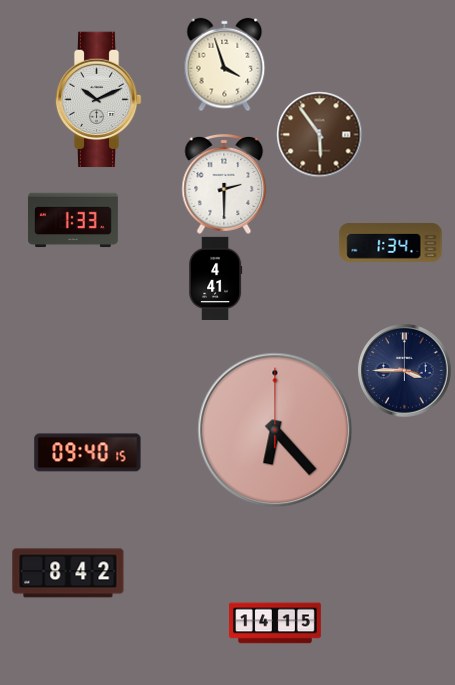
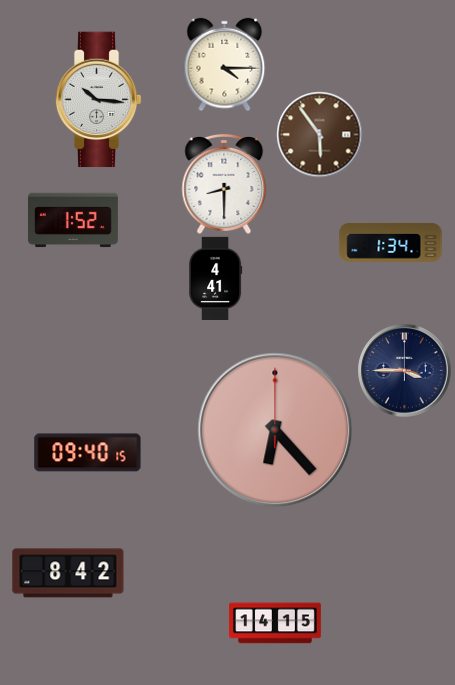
clock at (225, 64): 3:57 -> 4:15
clock at (98, 100): 10:11 -> 10:16
clock at (224, 184): 2:30 -> 8:30
clock at (73, 220): 1:33 -> 1:52
